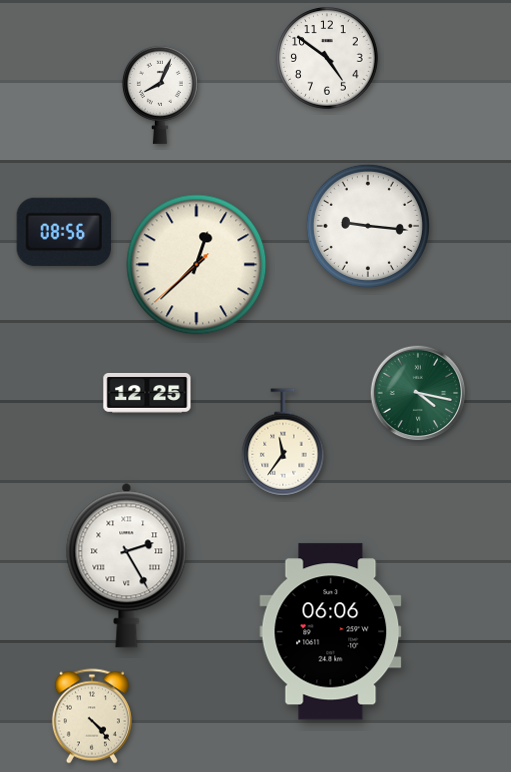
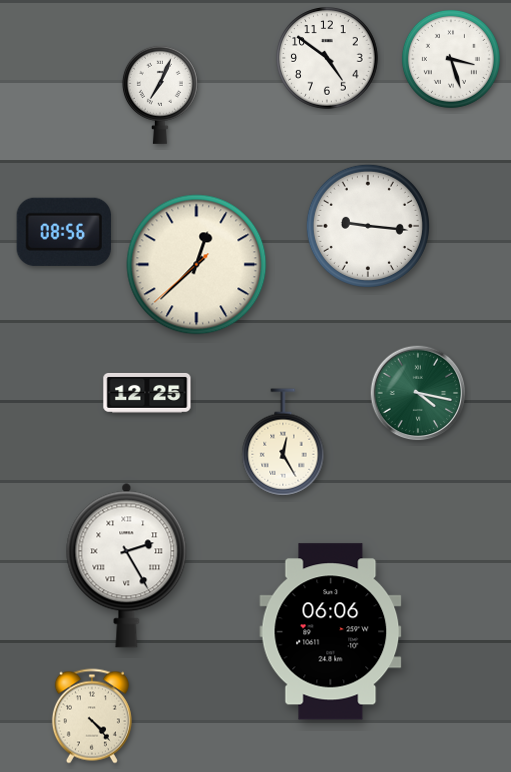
clock at (451, 59): none -> 3:27
clock at (160, 95): 8:04 -> 7:04
clock at (283, 442): 11:36 -> 12:25
